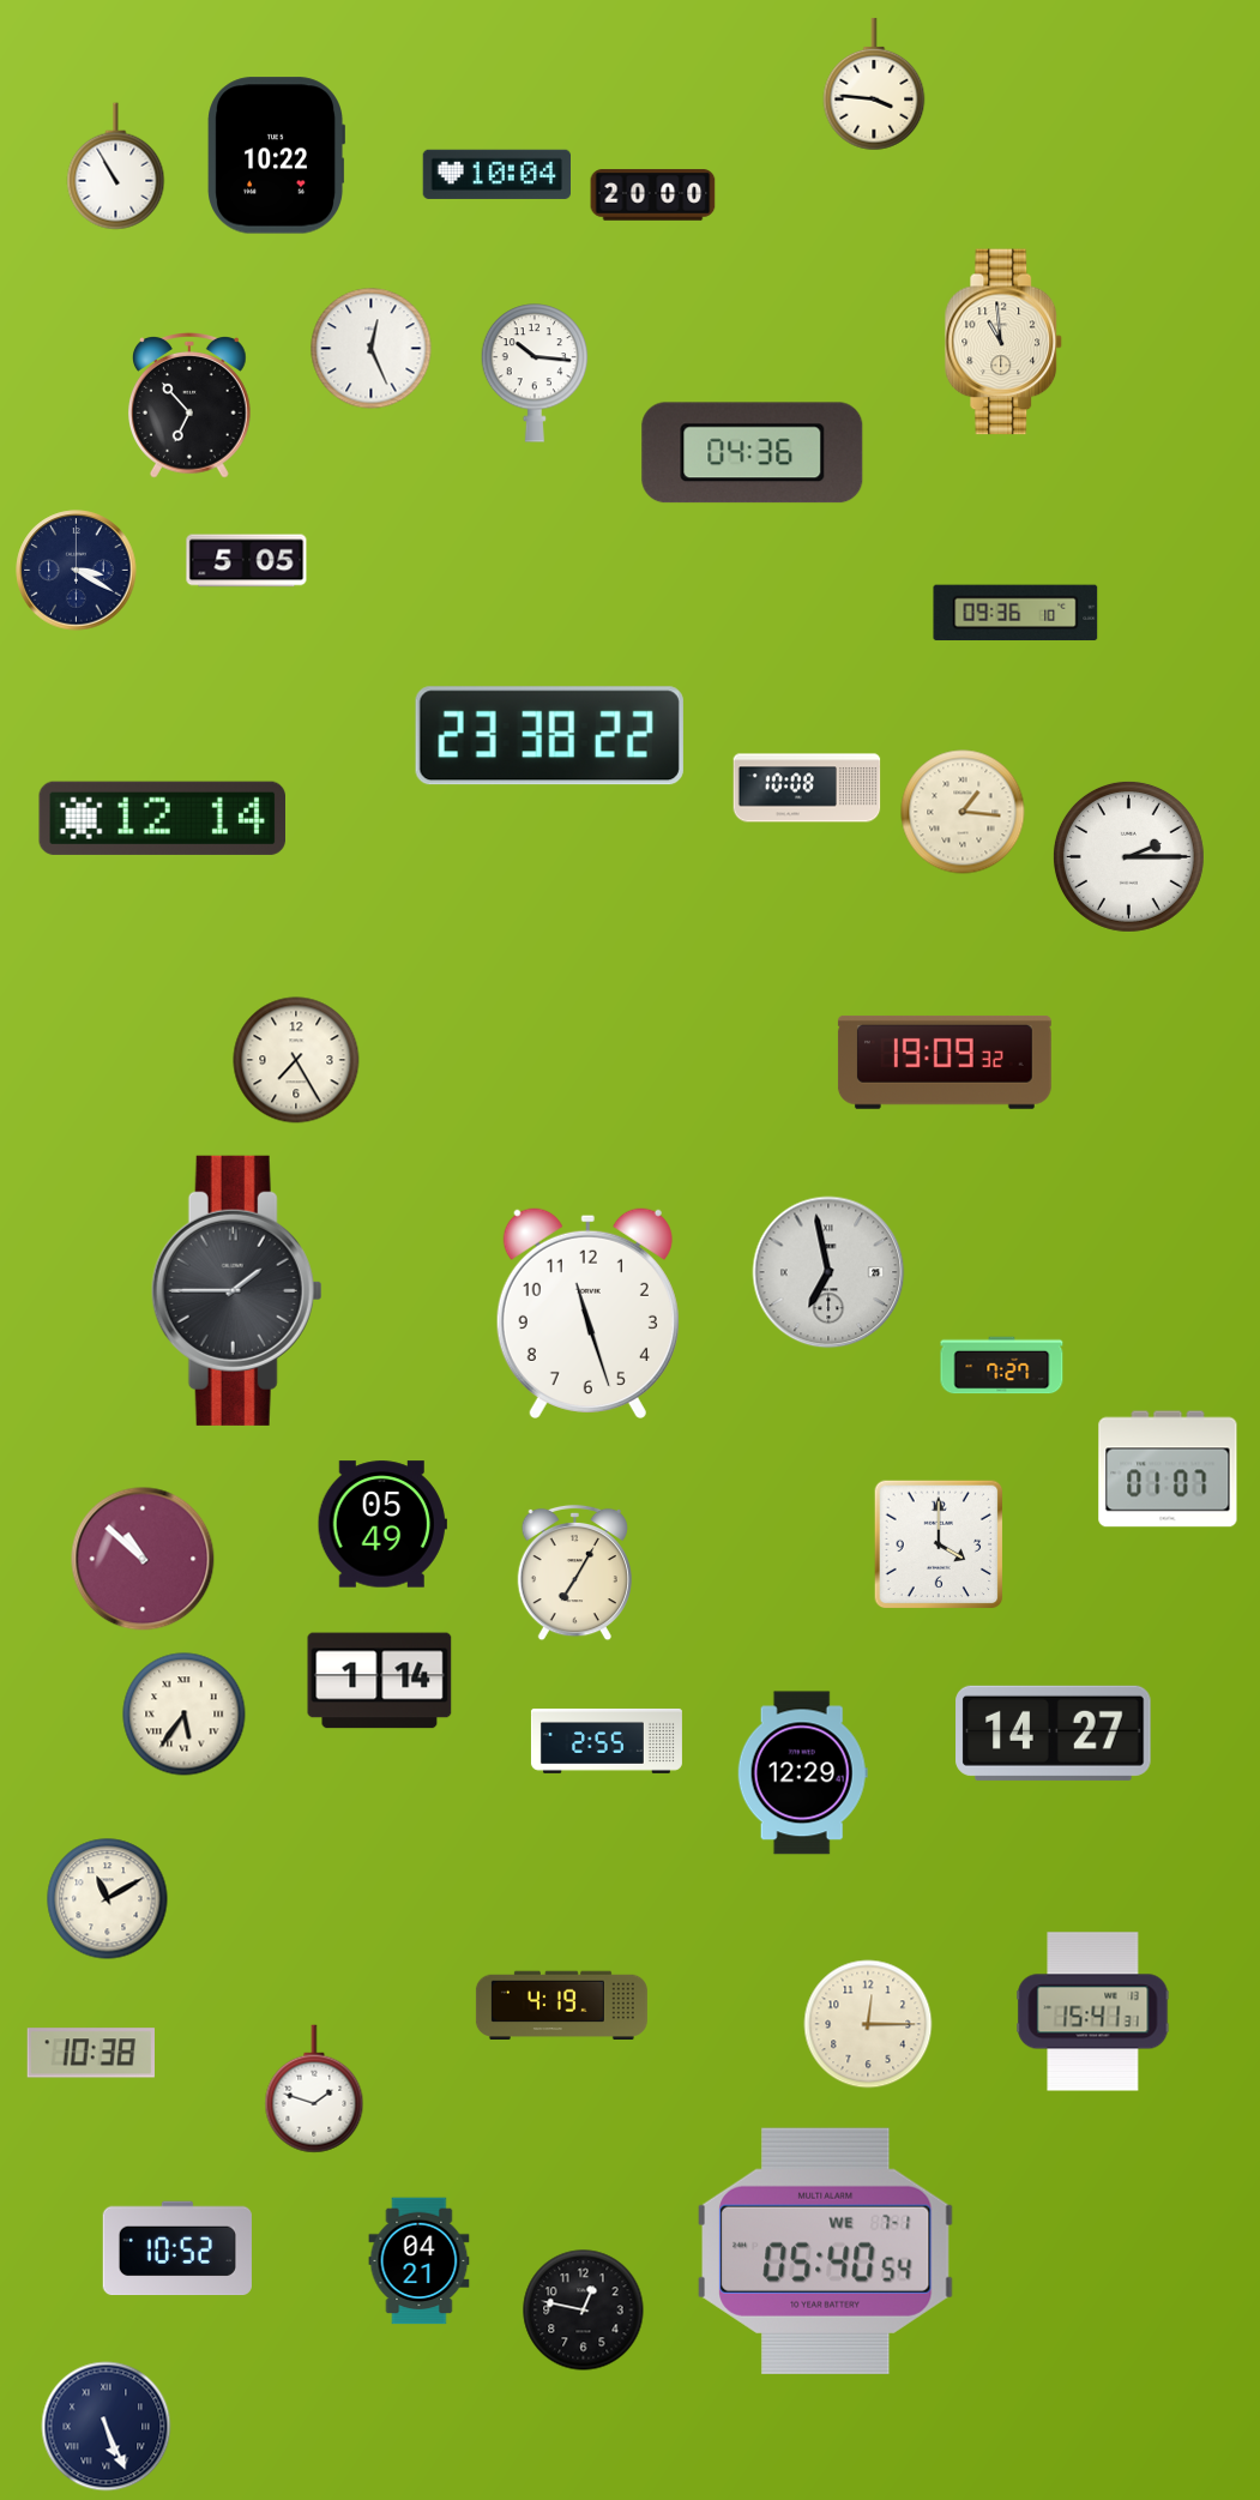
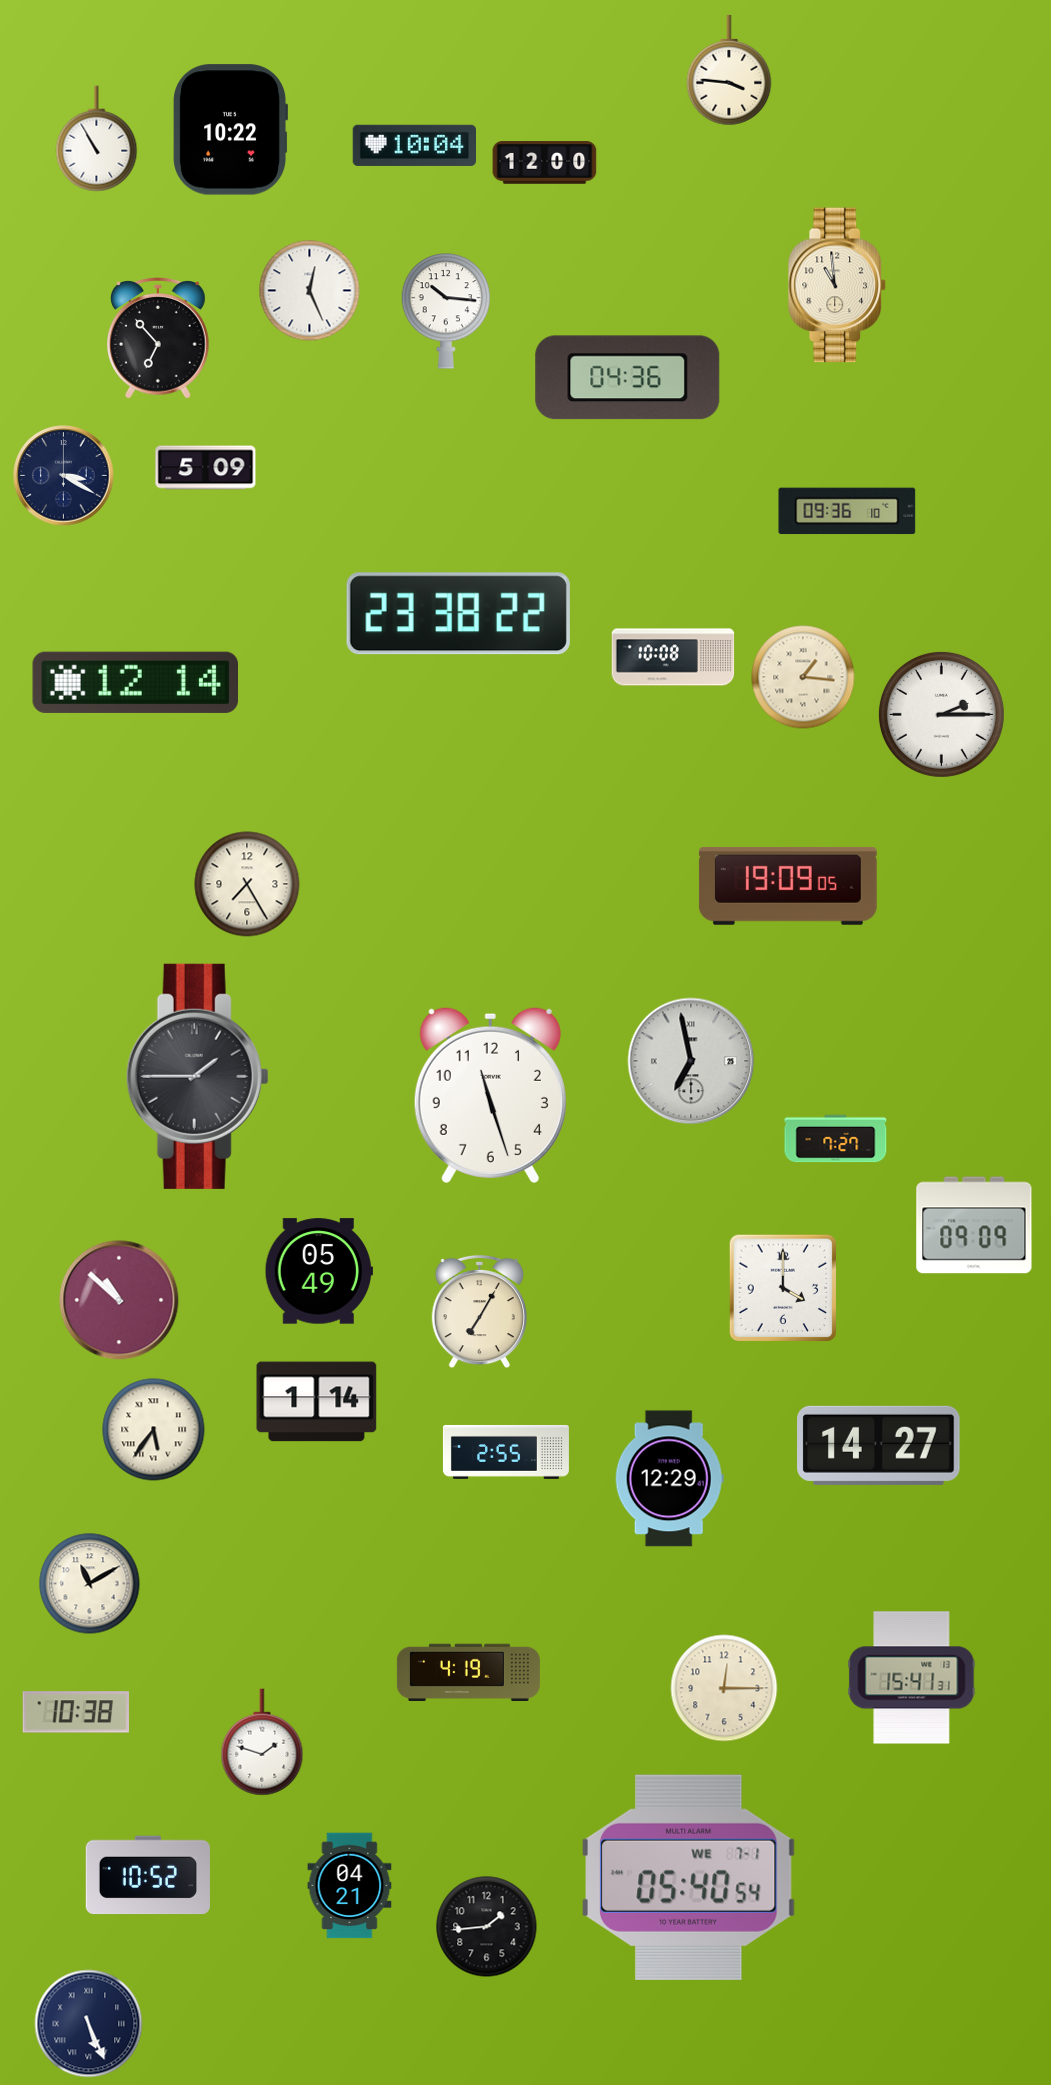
clock at (653, 195): 20:00 -> 12:00
clock at (247, 561): 5:05 -> 5:09
clock at (945, 1062): 19:09:32 -> 19:09:05
clock at (1168, 1469): 01:07 -> 09:09
clock at (584, 2311): 12:47 -> 1:44
